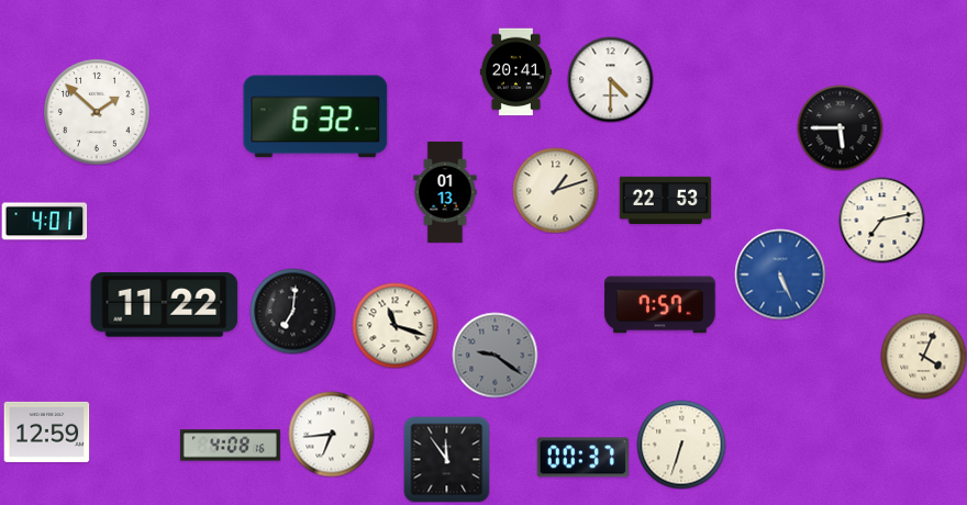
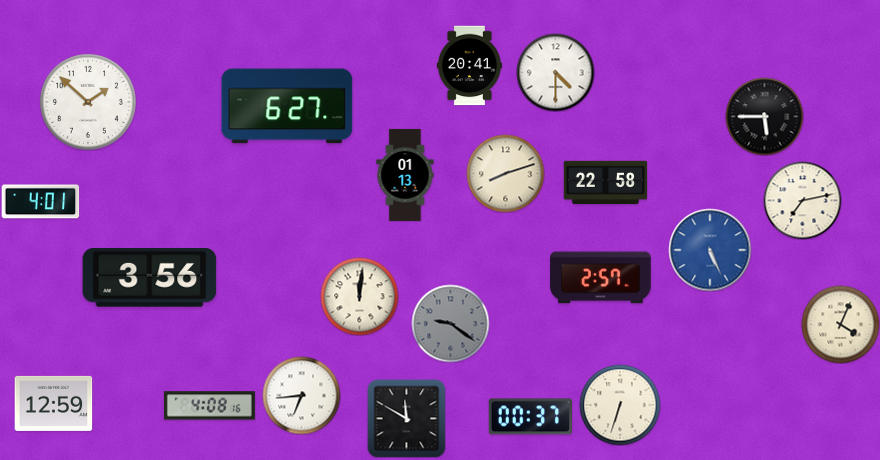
clock at (315, 116): 6:32 -> 6:27
clock at (555, 190): 1:12 -> 8:12
clock at (665, 201): 22:53 -> 22:58
clock at (165, 305): 11:22 -> 3:56
clock at (660, 305): 7:57 -> 2:57
clock at (292, 311): 7:01 -> none
clock at (394, 325): 11:18 -> 12:01
clock at (46, 431) position: (46, 431) -> (53, 403)
clock at (446, 459): 11:54 -> 11:50
